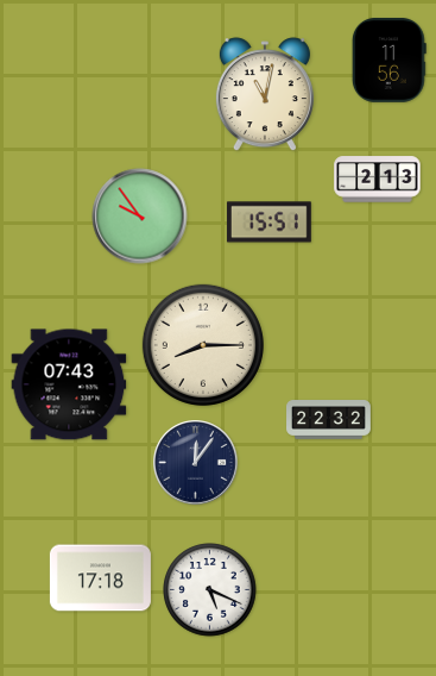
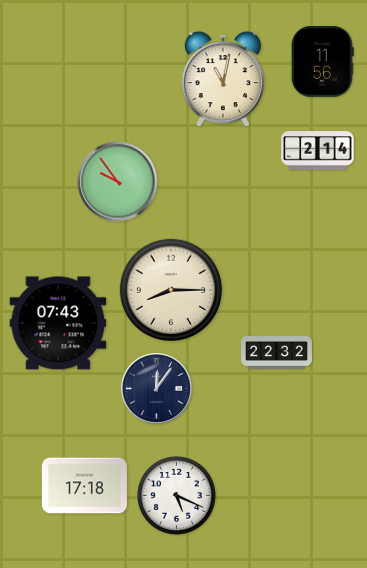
clock at (388, 60) position: (388, 60) -> (322, 61)
clock at (378, 180): 2:13 -> 2:14
clock at (268, 223): 15:51 -> none
clock at (196, 463) position: (196, 463) -> (157, 389)
